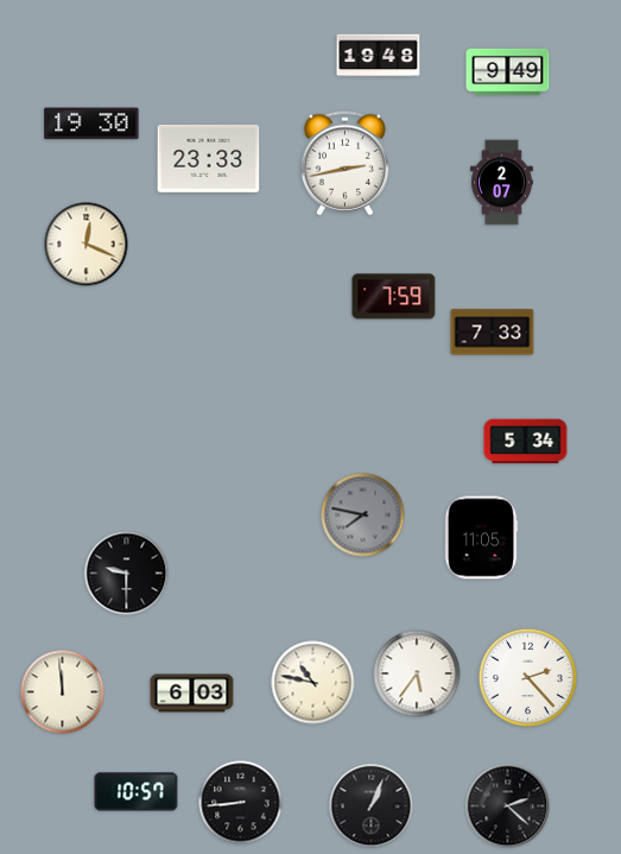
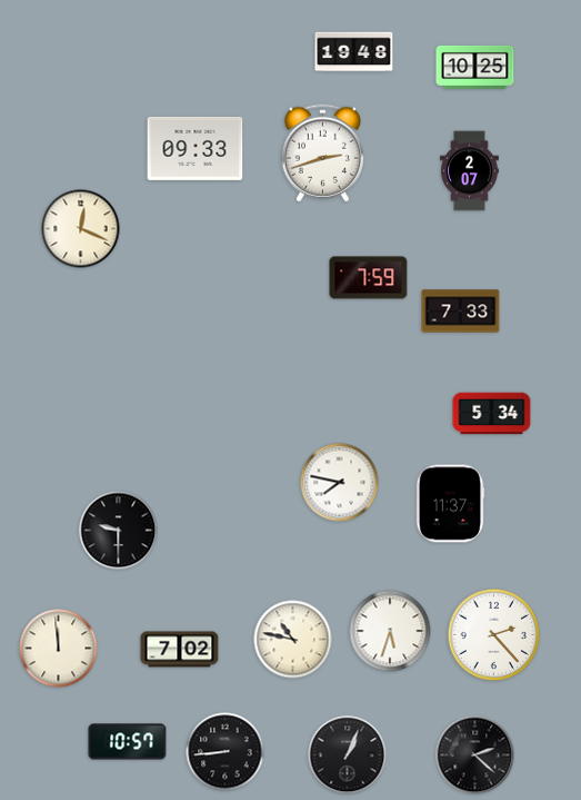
clock at (508, 71): 9:49 -> 10:25
clock at (91, 124): 19:30 -> none
clock at (209, 158): 23:33 -> 09:33
clock at (344, 164): 2:43 -> 2:42
clock at (363, 515) dial: grey -> white
clock at (481, 538): 11:05 -> 11:37
clock at (127, 574) position: (127, 574) -> (119, 531)
clock at (417, 673): 5:36 -> 5:33
clock at (192, 694): 6:03 -> 7:02
